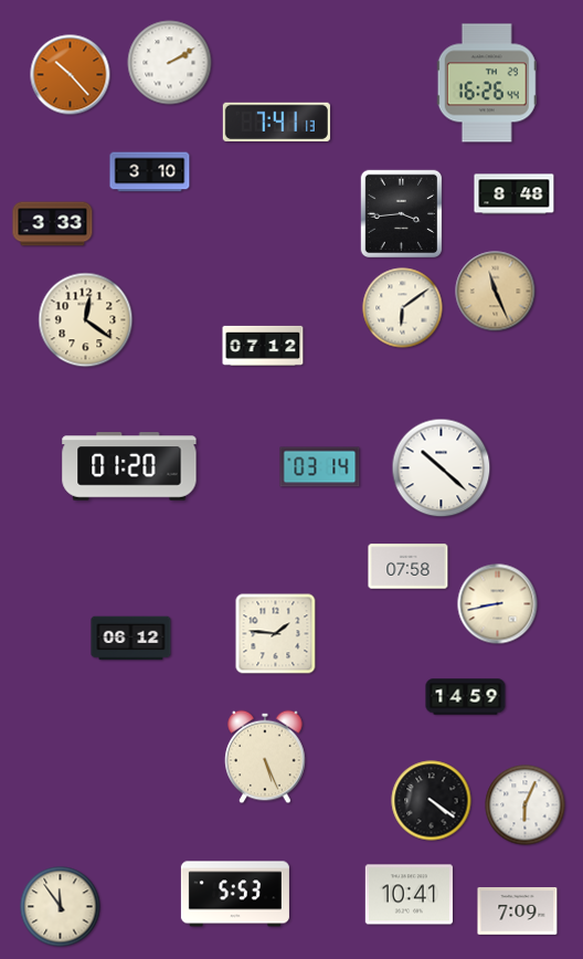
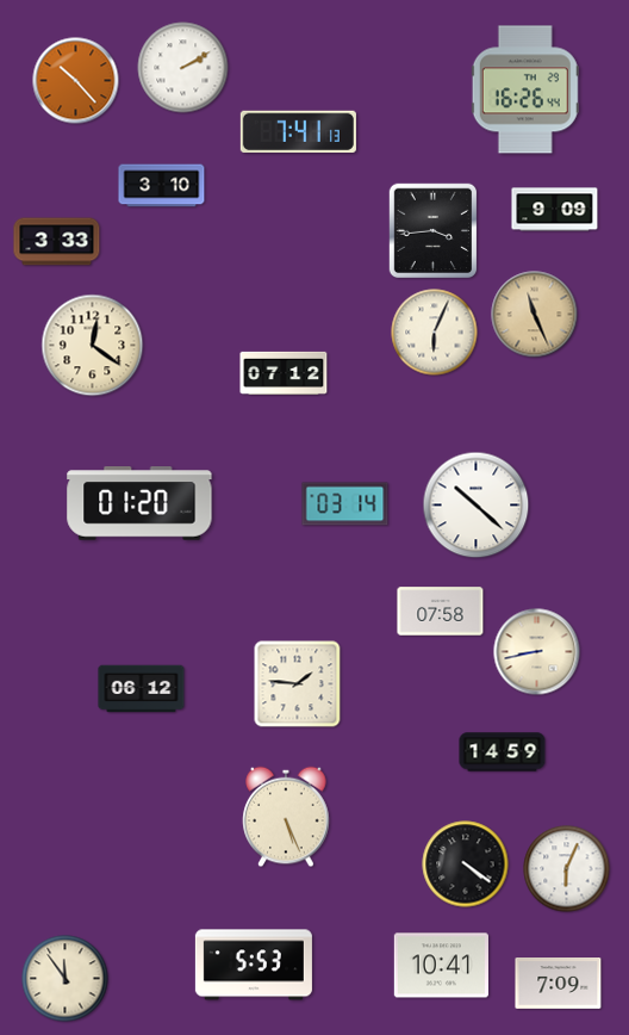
clock at (515, 194): 8:48 -> 9:09
clock at (403, 308): 6:09 -> 6:04
